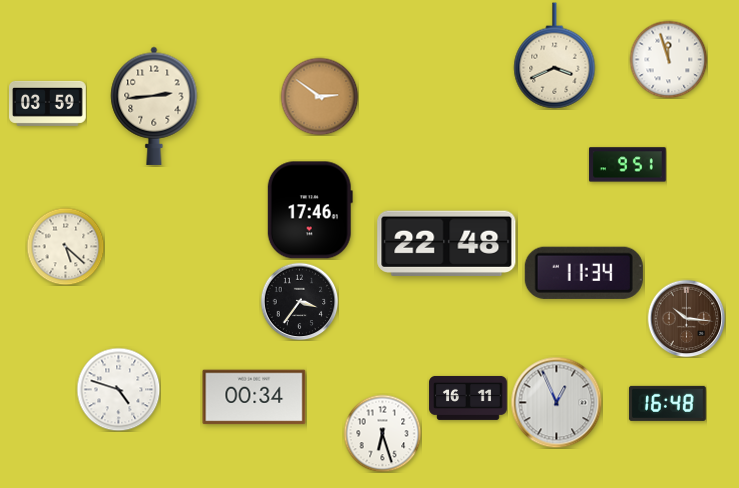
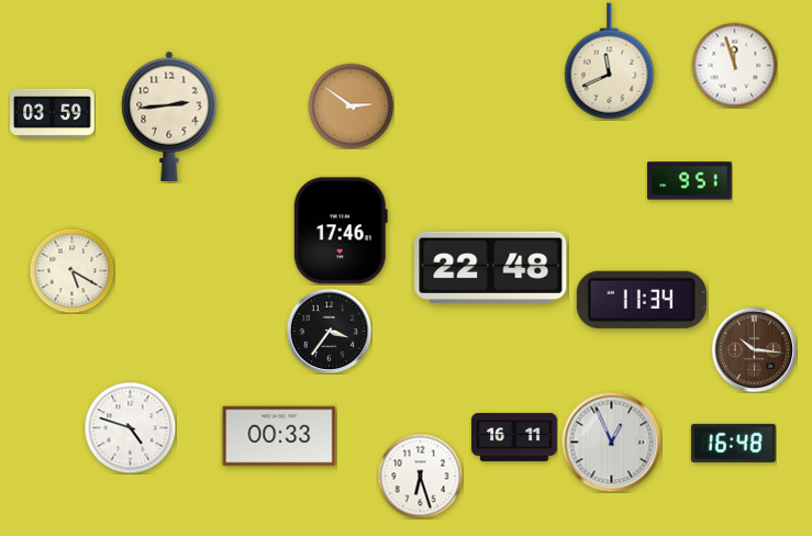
clock at (555, 56): 3:41 -> 11:41
clock at (65, 246): 5:22 -> 5:20
clock at (254, 397): 00:34 -> 00:33
